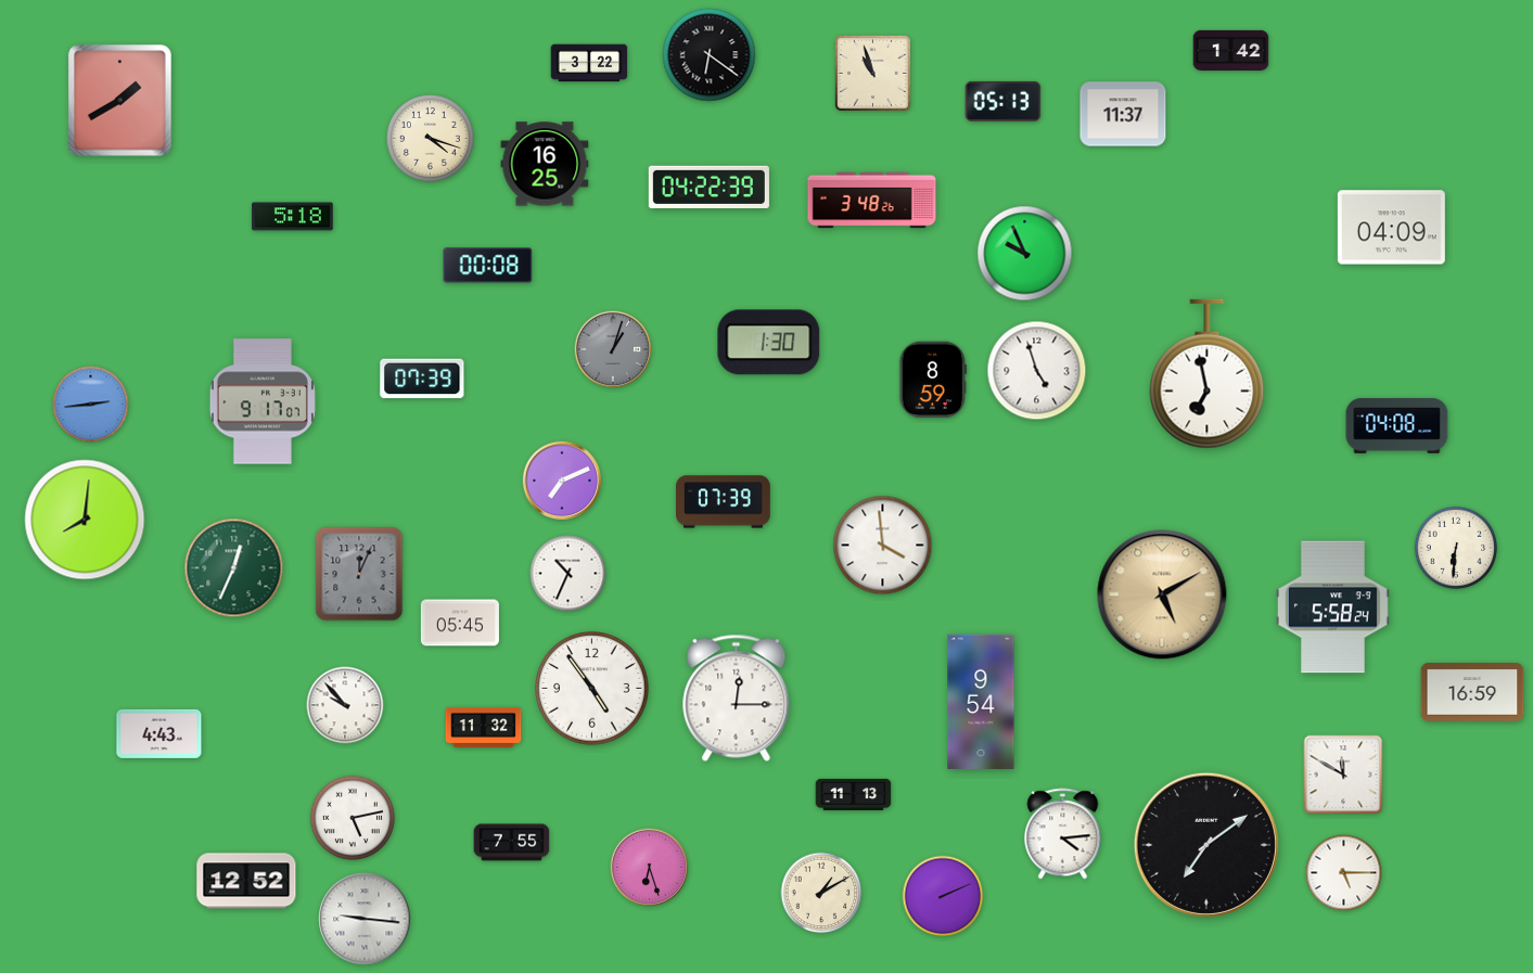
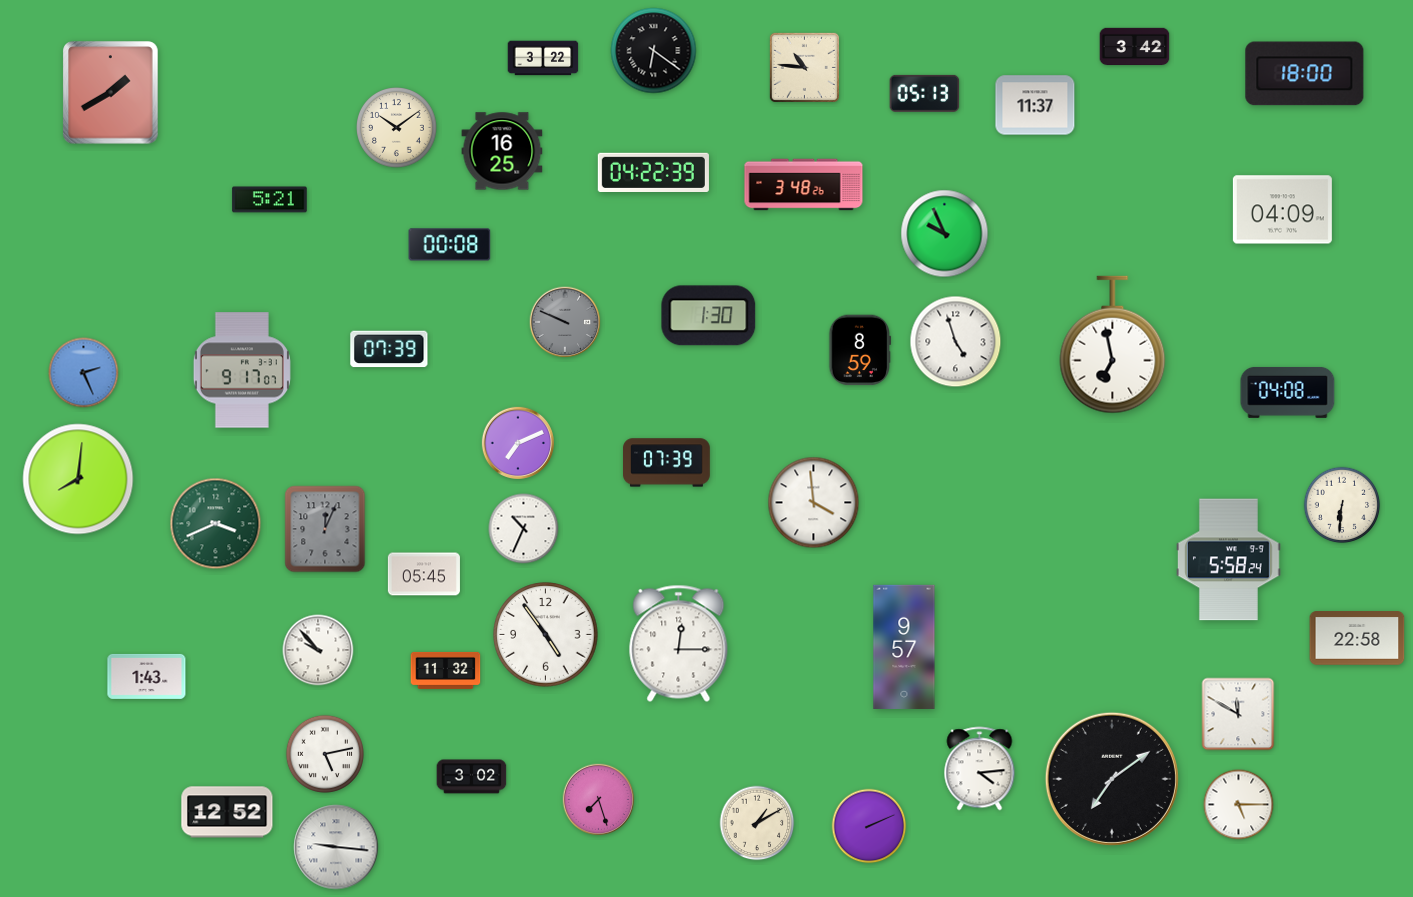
clock at (1231, 51): 1:42 -> 3:42
clock at (872, 73): 10:57 -> 10:46
clock at (1305, 74): none -> 18:00
clock at (431, 139): 4:18 -> 10:09
clock at (293, 217): 5:18 -> 5:21
clock at (613, 349): 1:03 -> 9:49
clock at (91, 405): 2:44 -> 2:26
clock at (234, 568): 12:34 -> 3:41
clock at (359, 574) position: (359, 574) -> (325, 529)
clock at (1162, 594): 5:10 -> none
clock at (1472, 692): 16:59 -> 22:58
clock at (981, 702): 9:54 -> 9:57
clock at (159, 733): 4:43 -> 1:43
clock at (854, 794): 11:13 -> none
clock at (512, 843): 7:55 -> 3:02
clock at (650, 868): 6:27 -> 7:27
